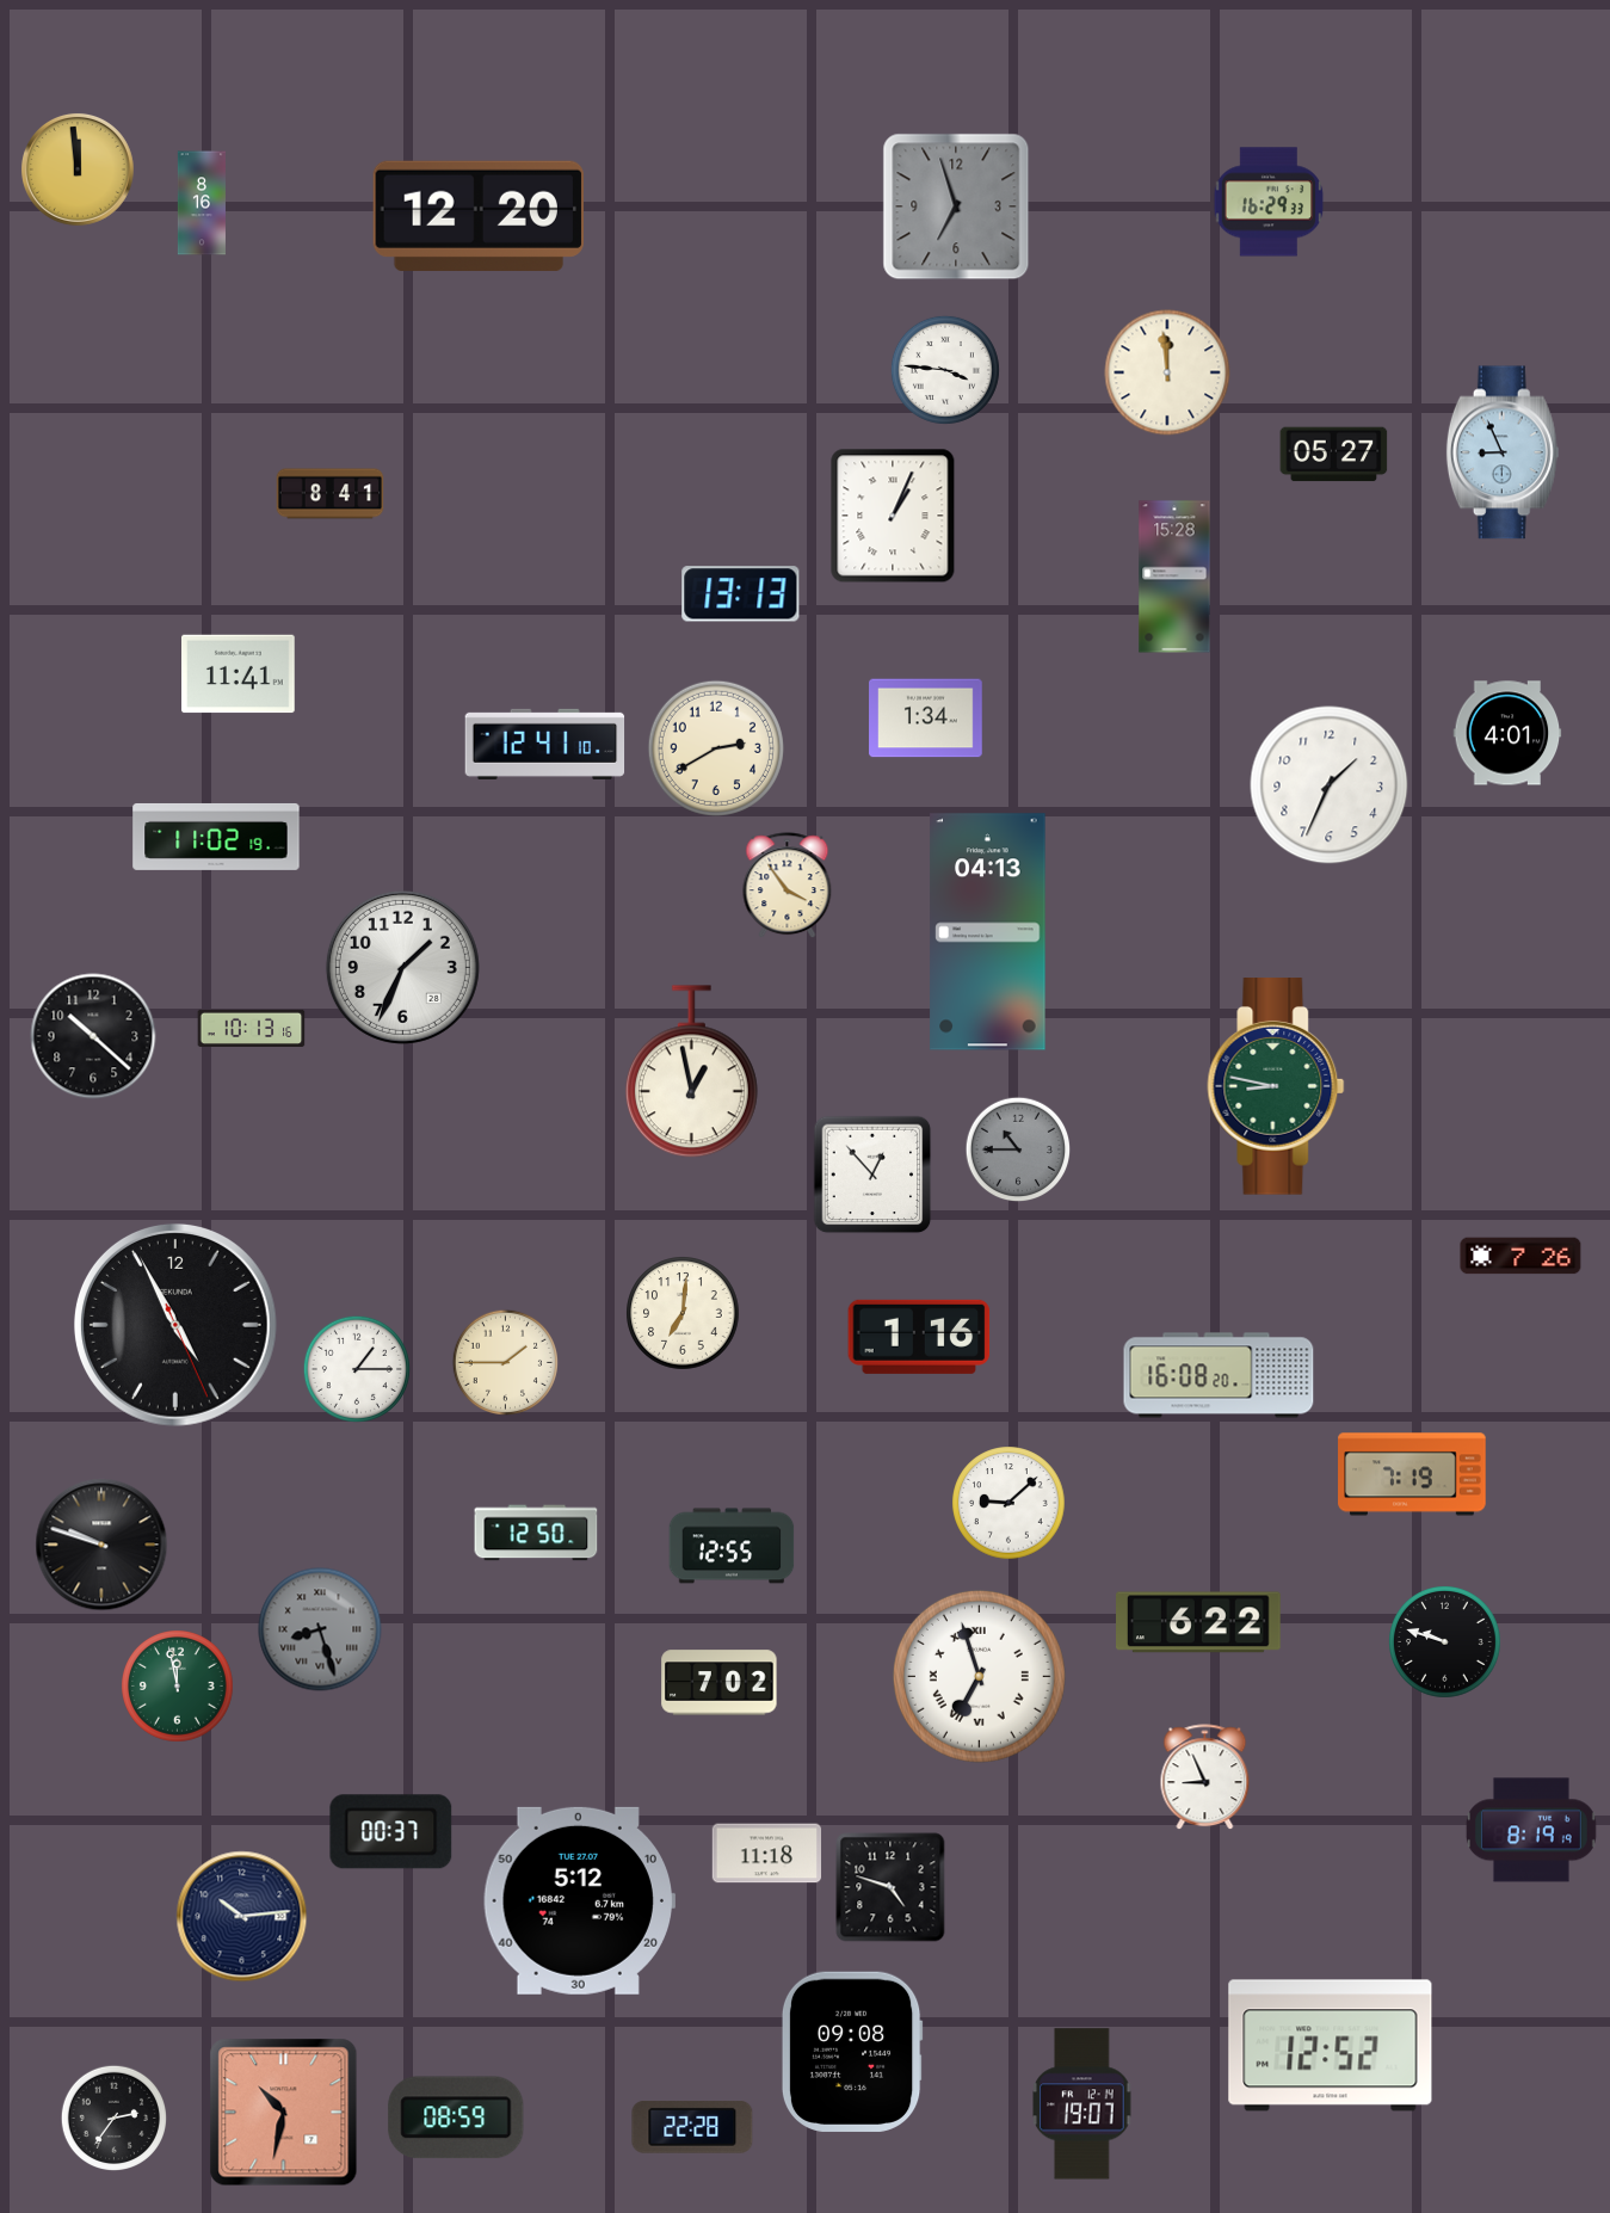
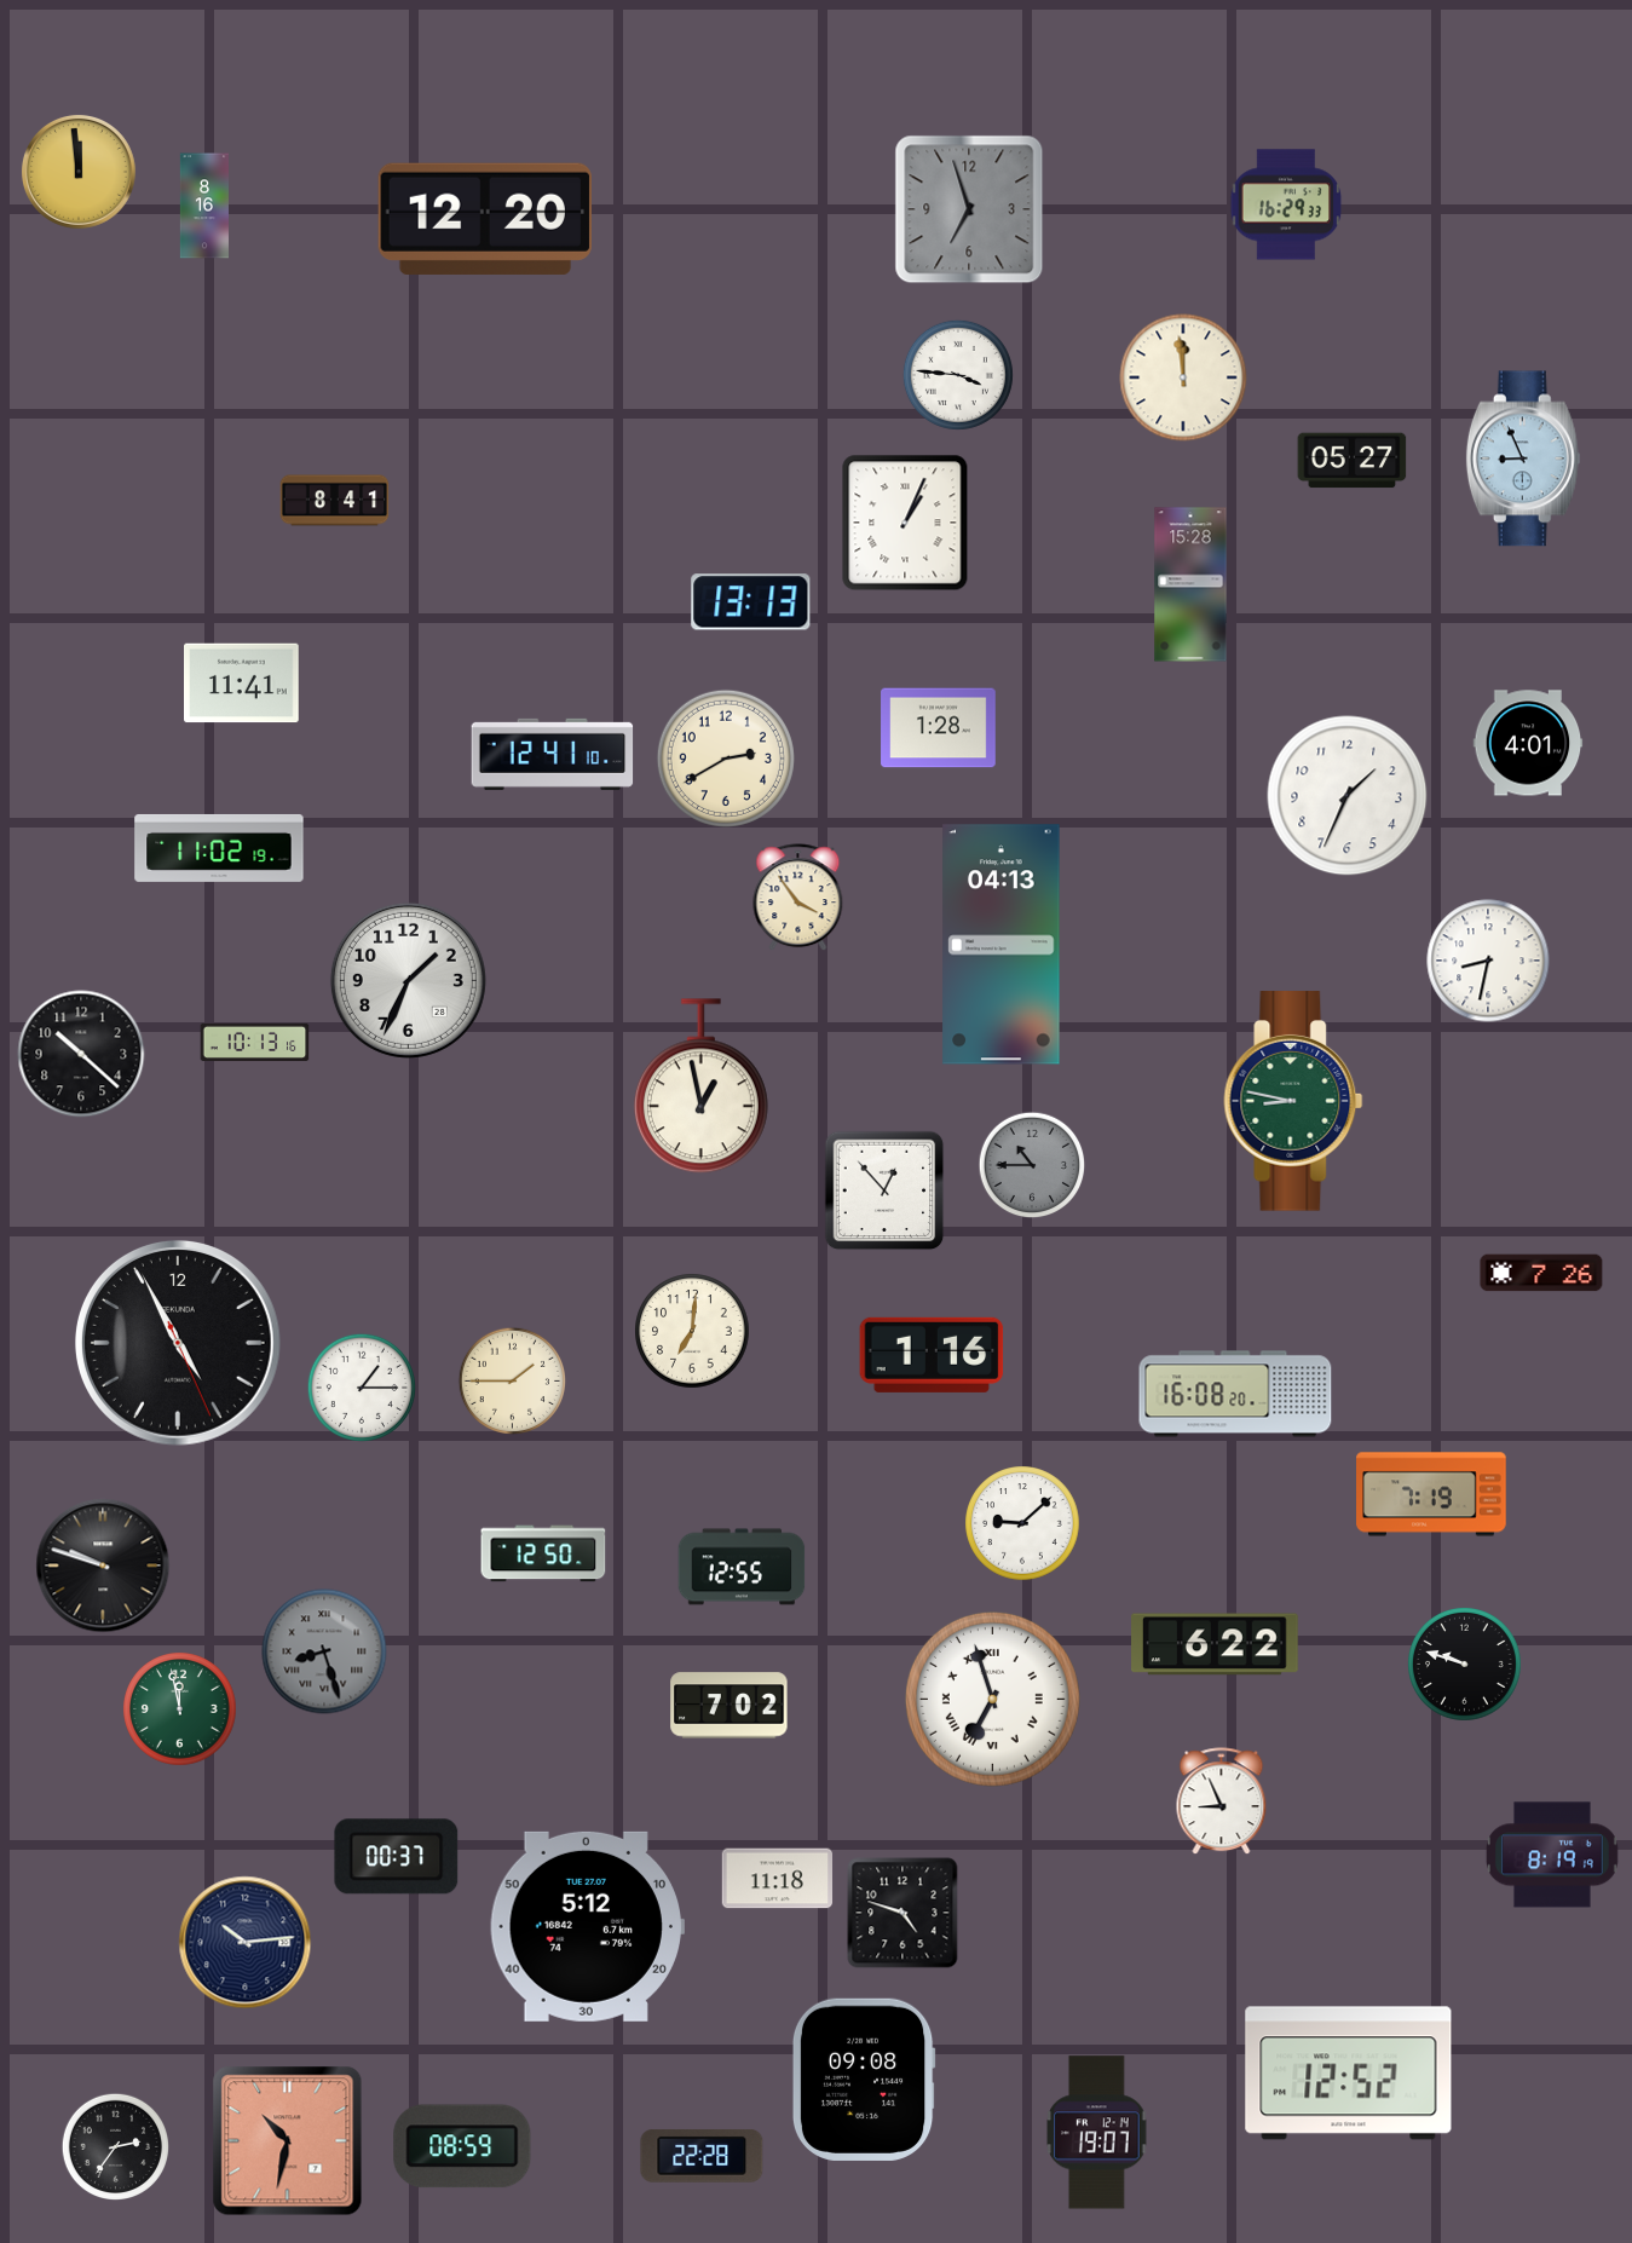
clock at (926, 719): 1:34 -> 1:28
clock at (1488, 961): none -> 8:32
clock at (93, 1036) position: (93, 1036) -> (81, 1054)
